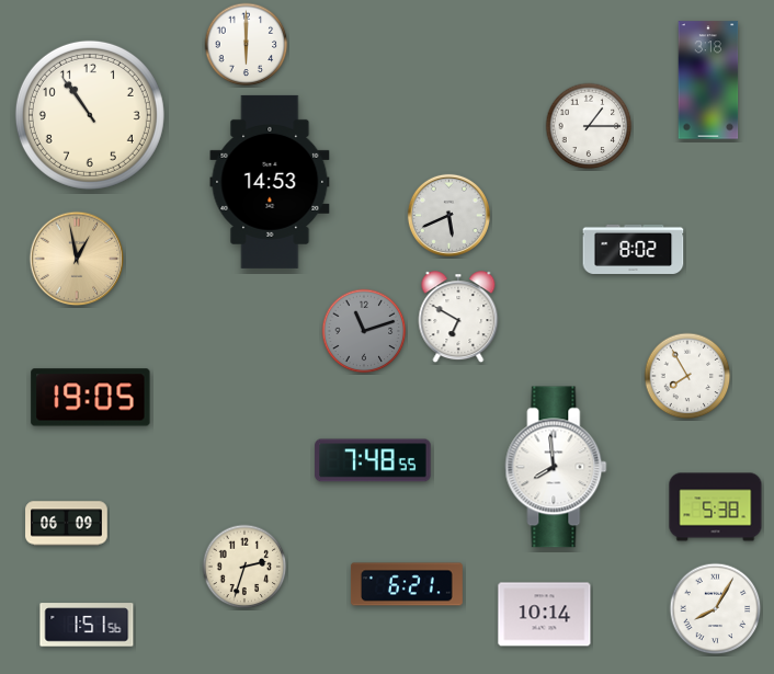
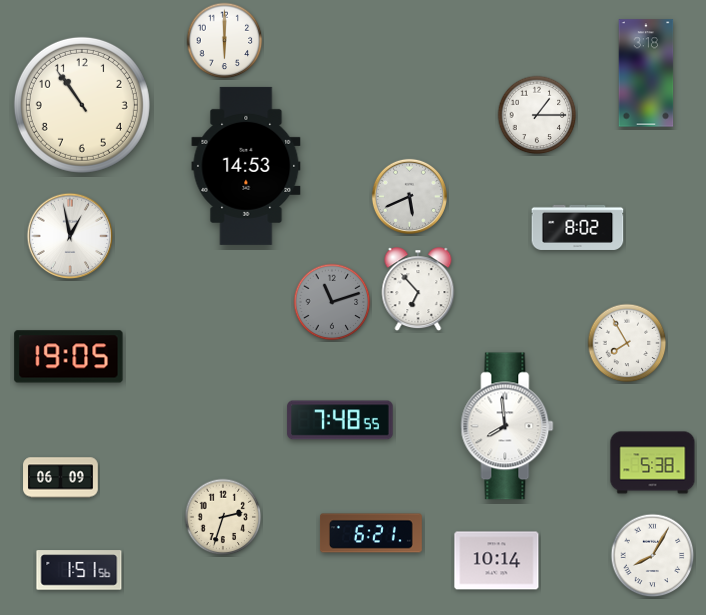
clock at (77, 259) dial: champagne -> white
clock at (458, 318): 6:50 -> 6:53
clock at (91, 398) position: (91, 398) -> (69, 357)
